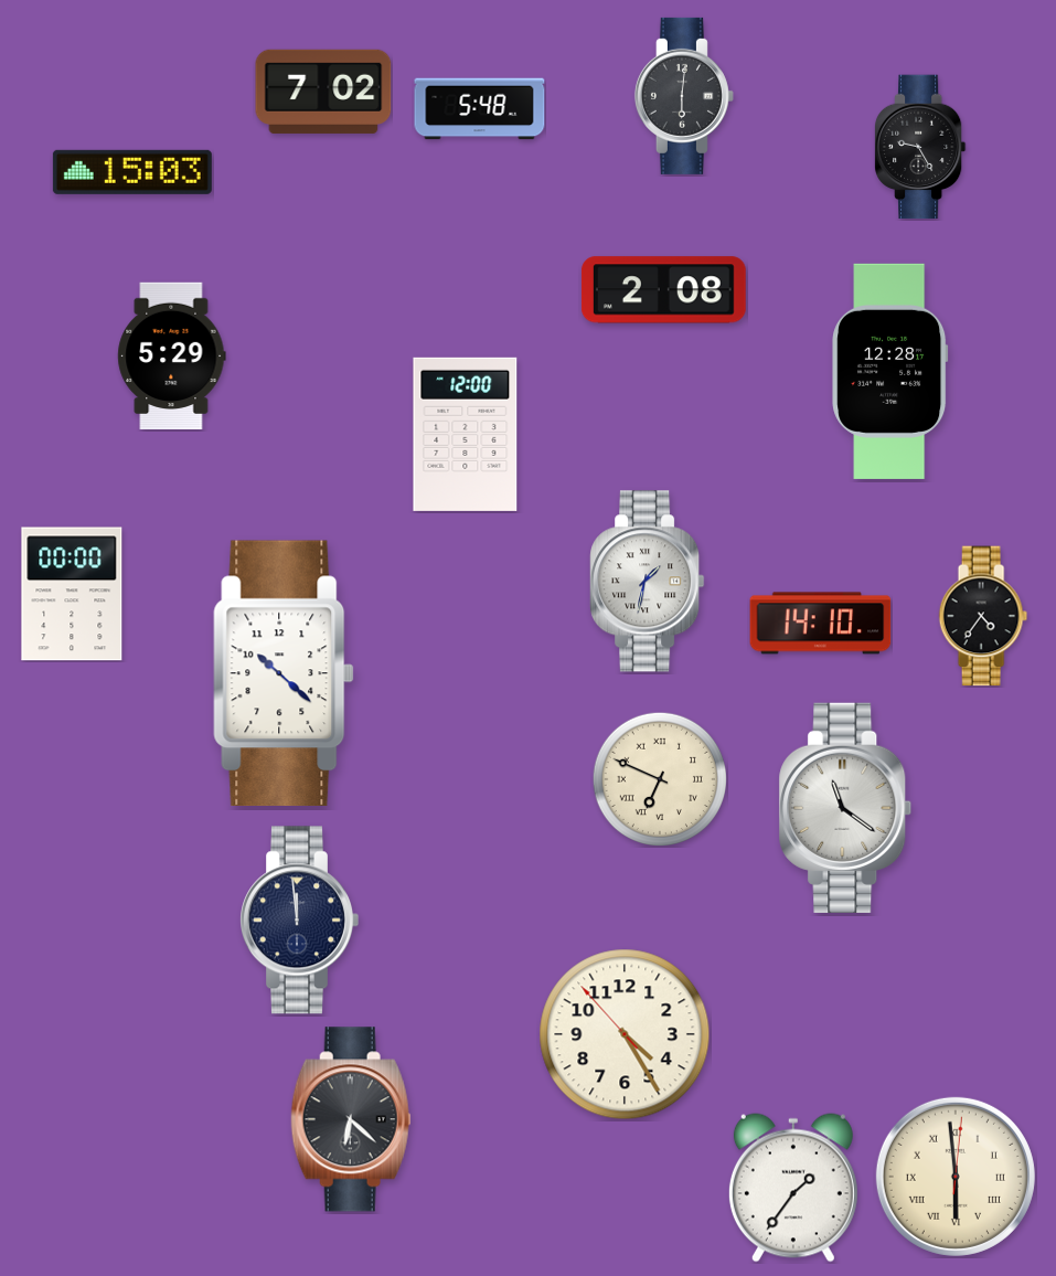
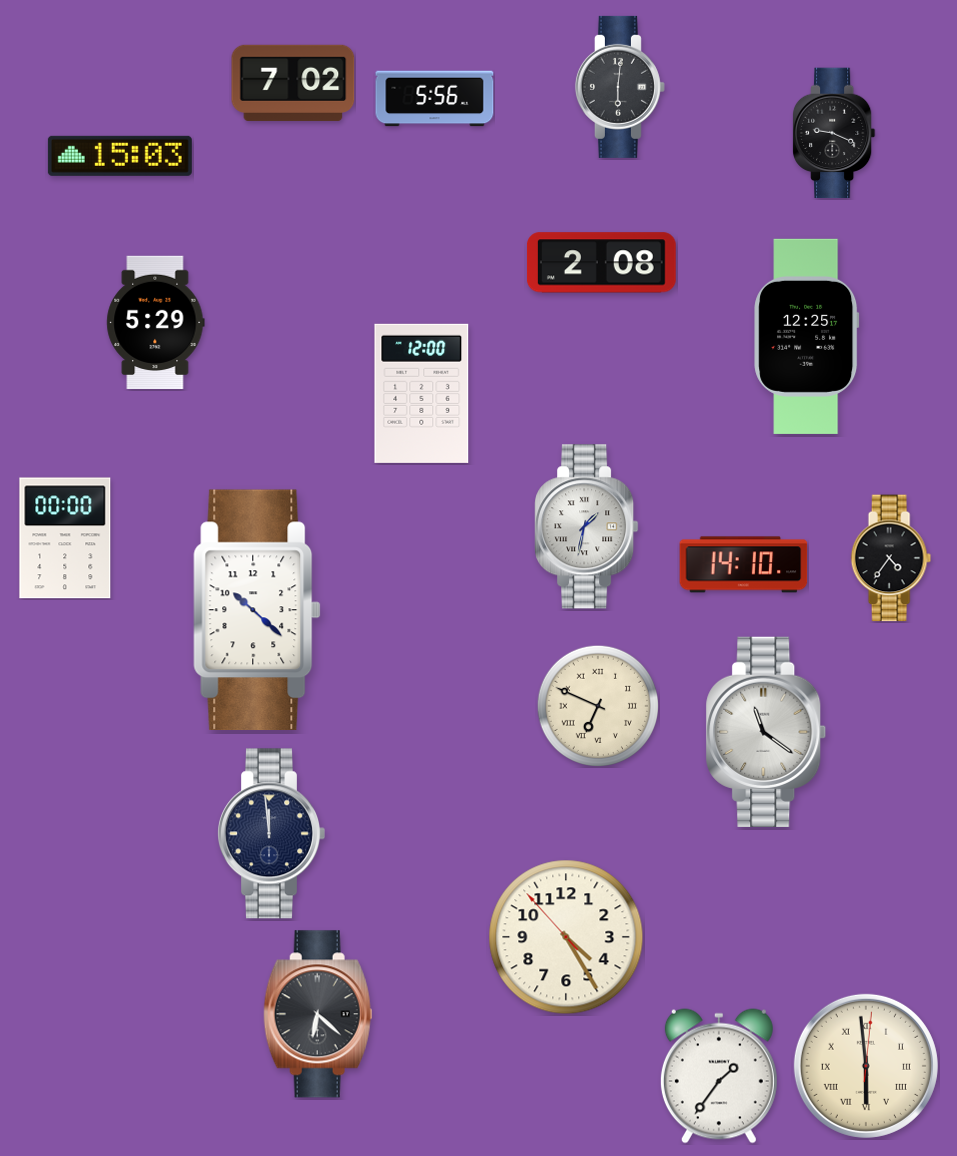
clock at (480, 109): 5:48 -> 5:56
clock at (920, 147): 9:25 -> 9:19
clock at (890, 371): 12:28 -> 12:25
